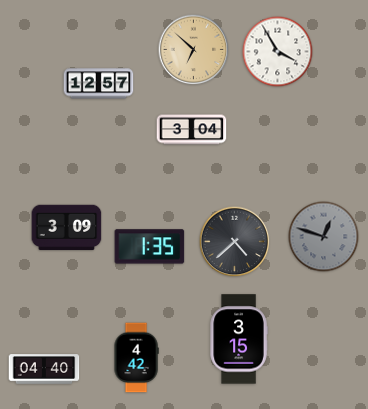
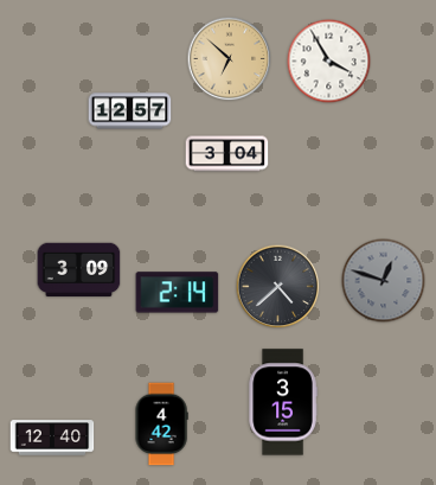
clock at (99, 84) position: (99, 84) -> (130, 111)
clock at (150, 247): 1:35 -> 2:14
clock at (44, 369): 04:40 -> 12:40
